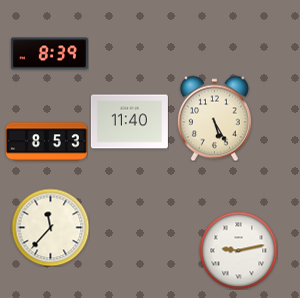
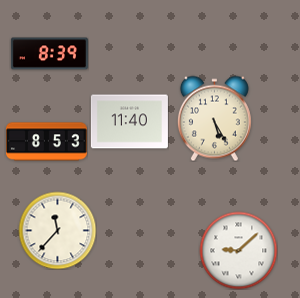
clock at (50, 227) position: (50, 227) -> (57, 230)
clock at (238, 250): 9:13 -> 9:08
